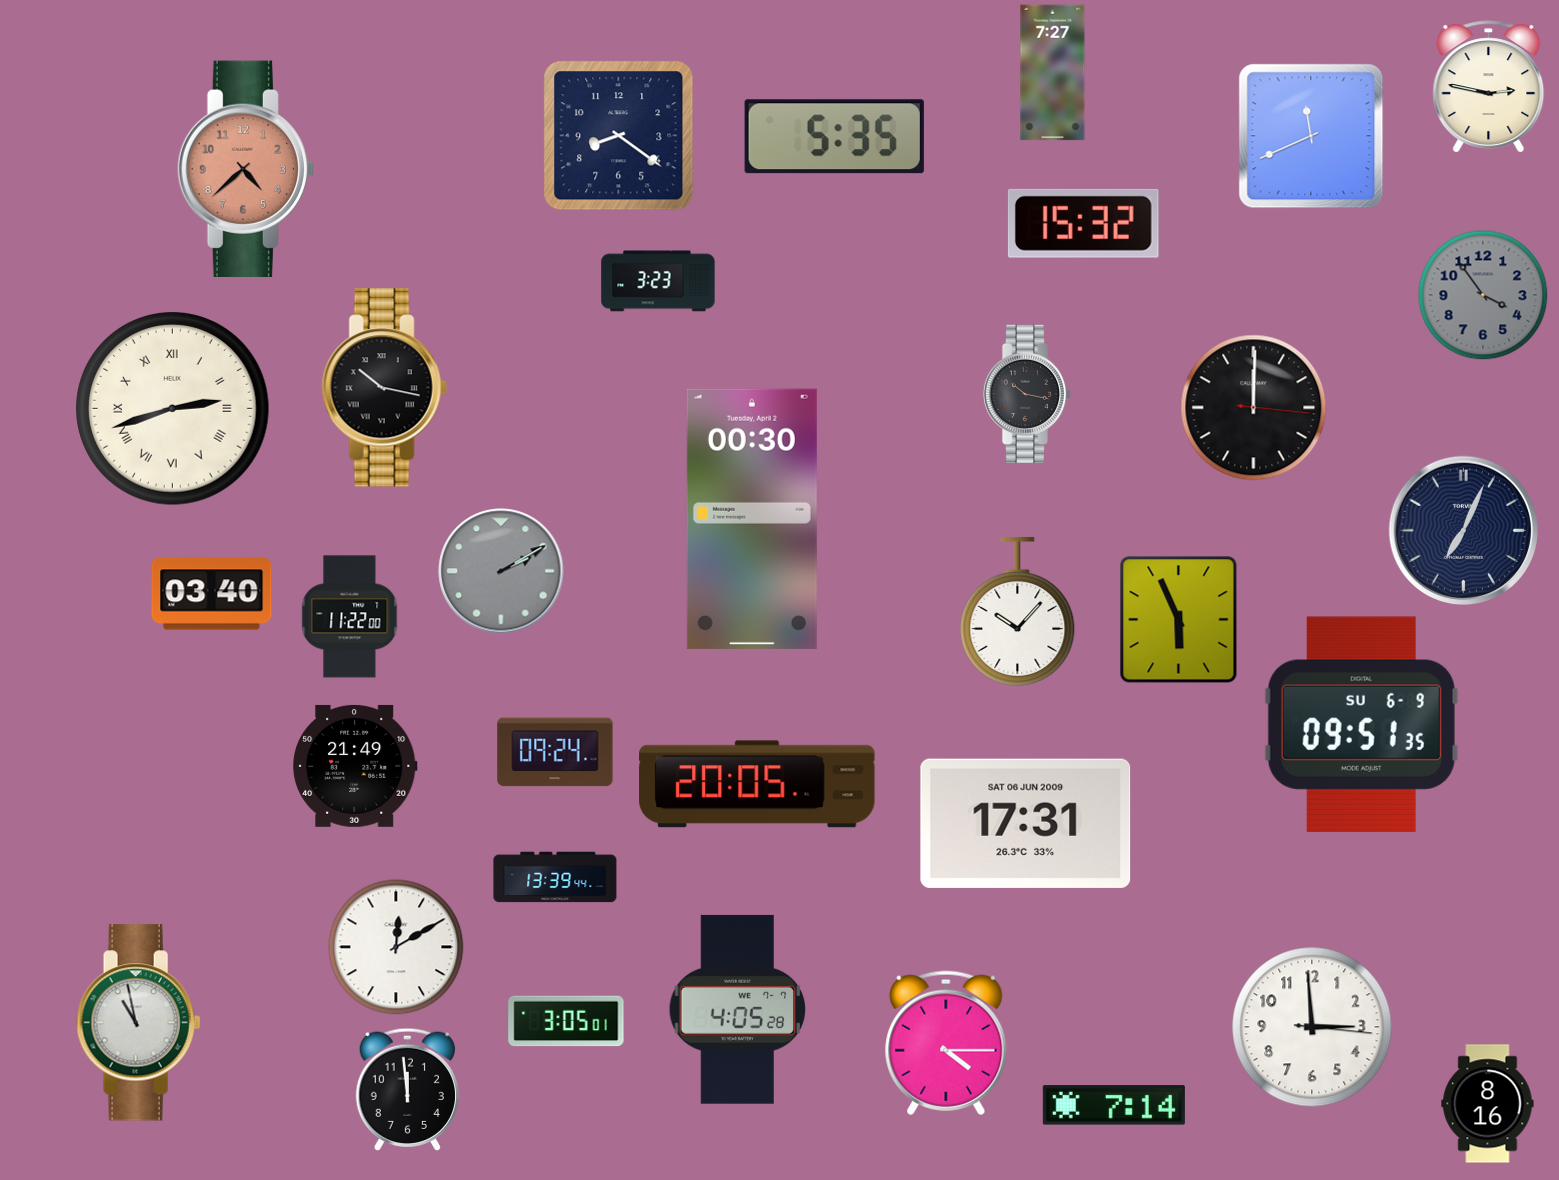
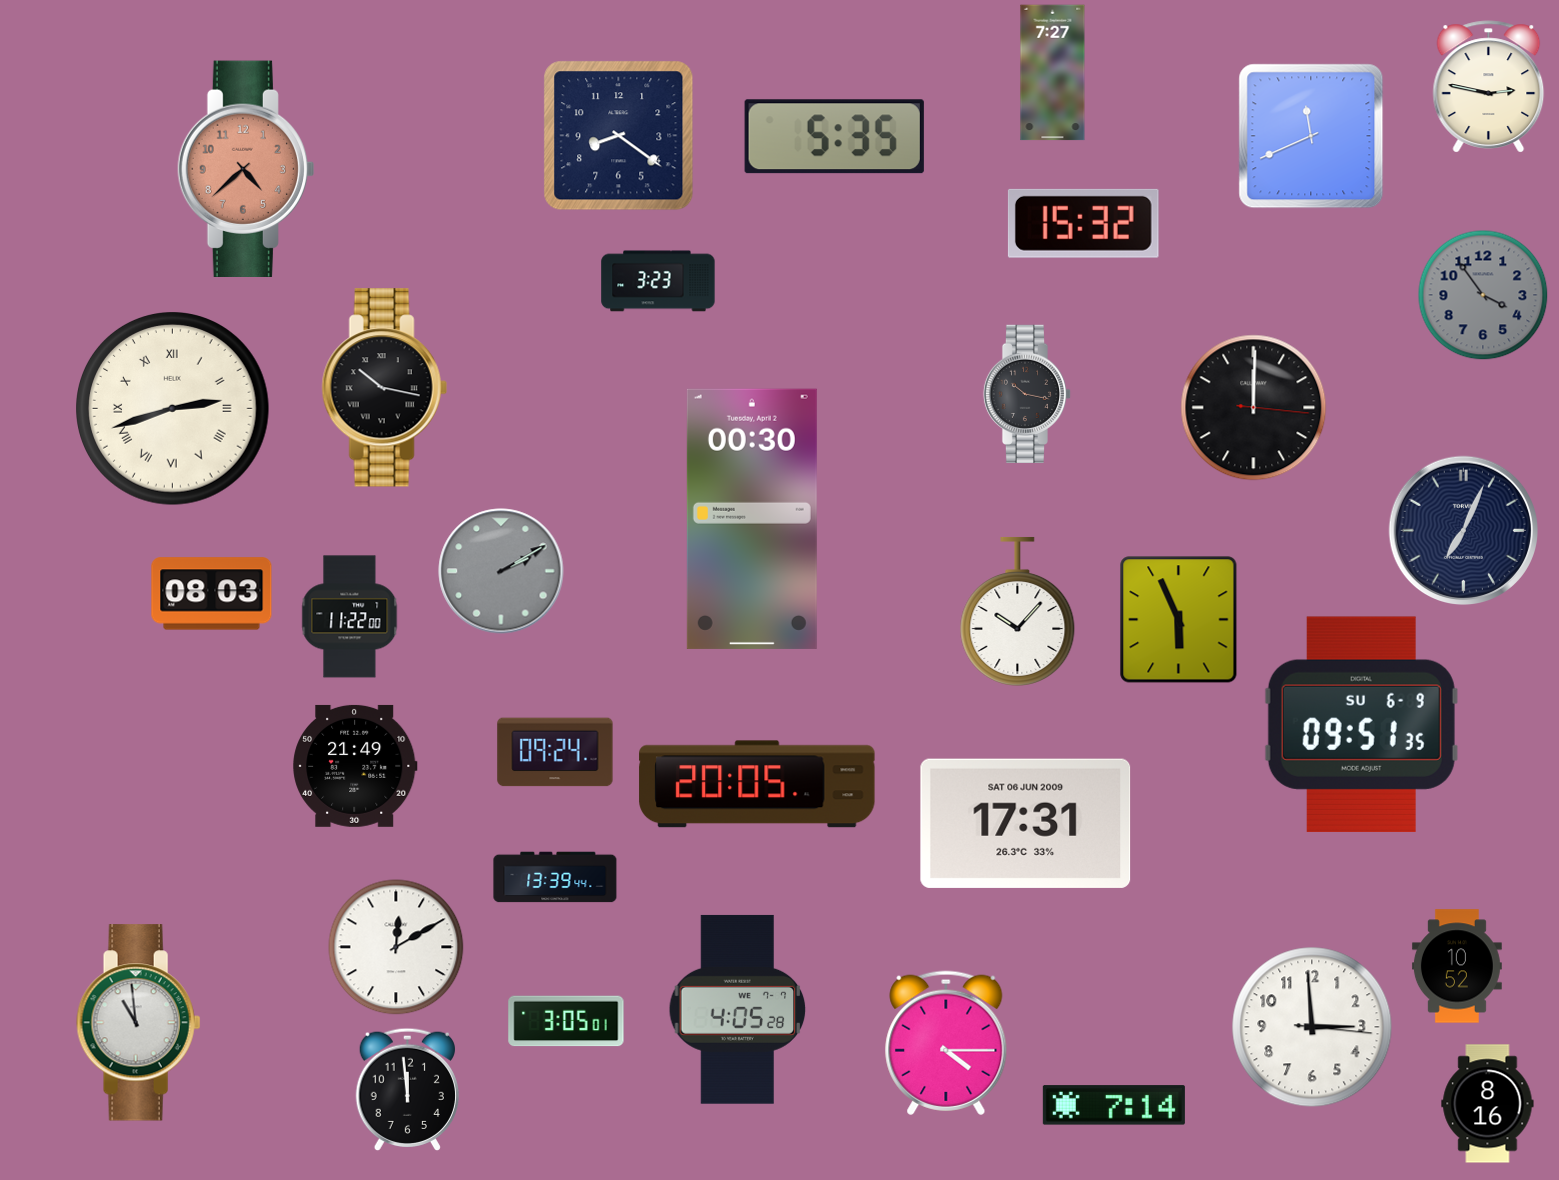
clock at (212, 594): 03:40 -> 08:03
clock at (1457, 966): none -> 10:52
clock at (139, 1023): 10:58 -> 10:59
